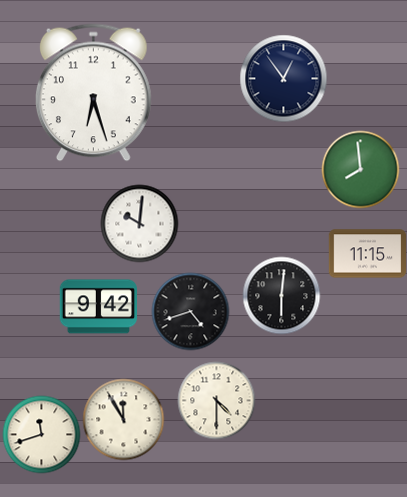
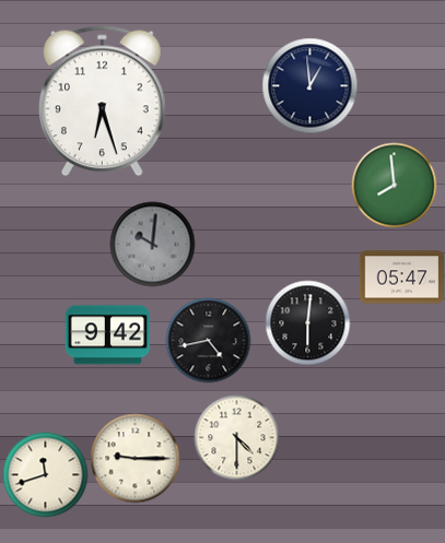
clock at (283, 78): 12:54 -> 12:59
clock at (139, 223) dial: white -> grey
clock at (367, 254): 11:15 -> 05:47
clock at (190, 311): 4:42 -> 4:43
clock at (123, 419): 11:55 -> 9:15
